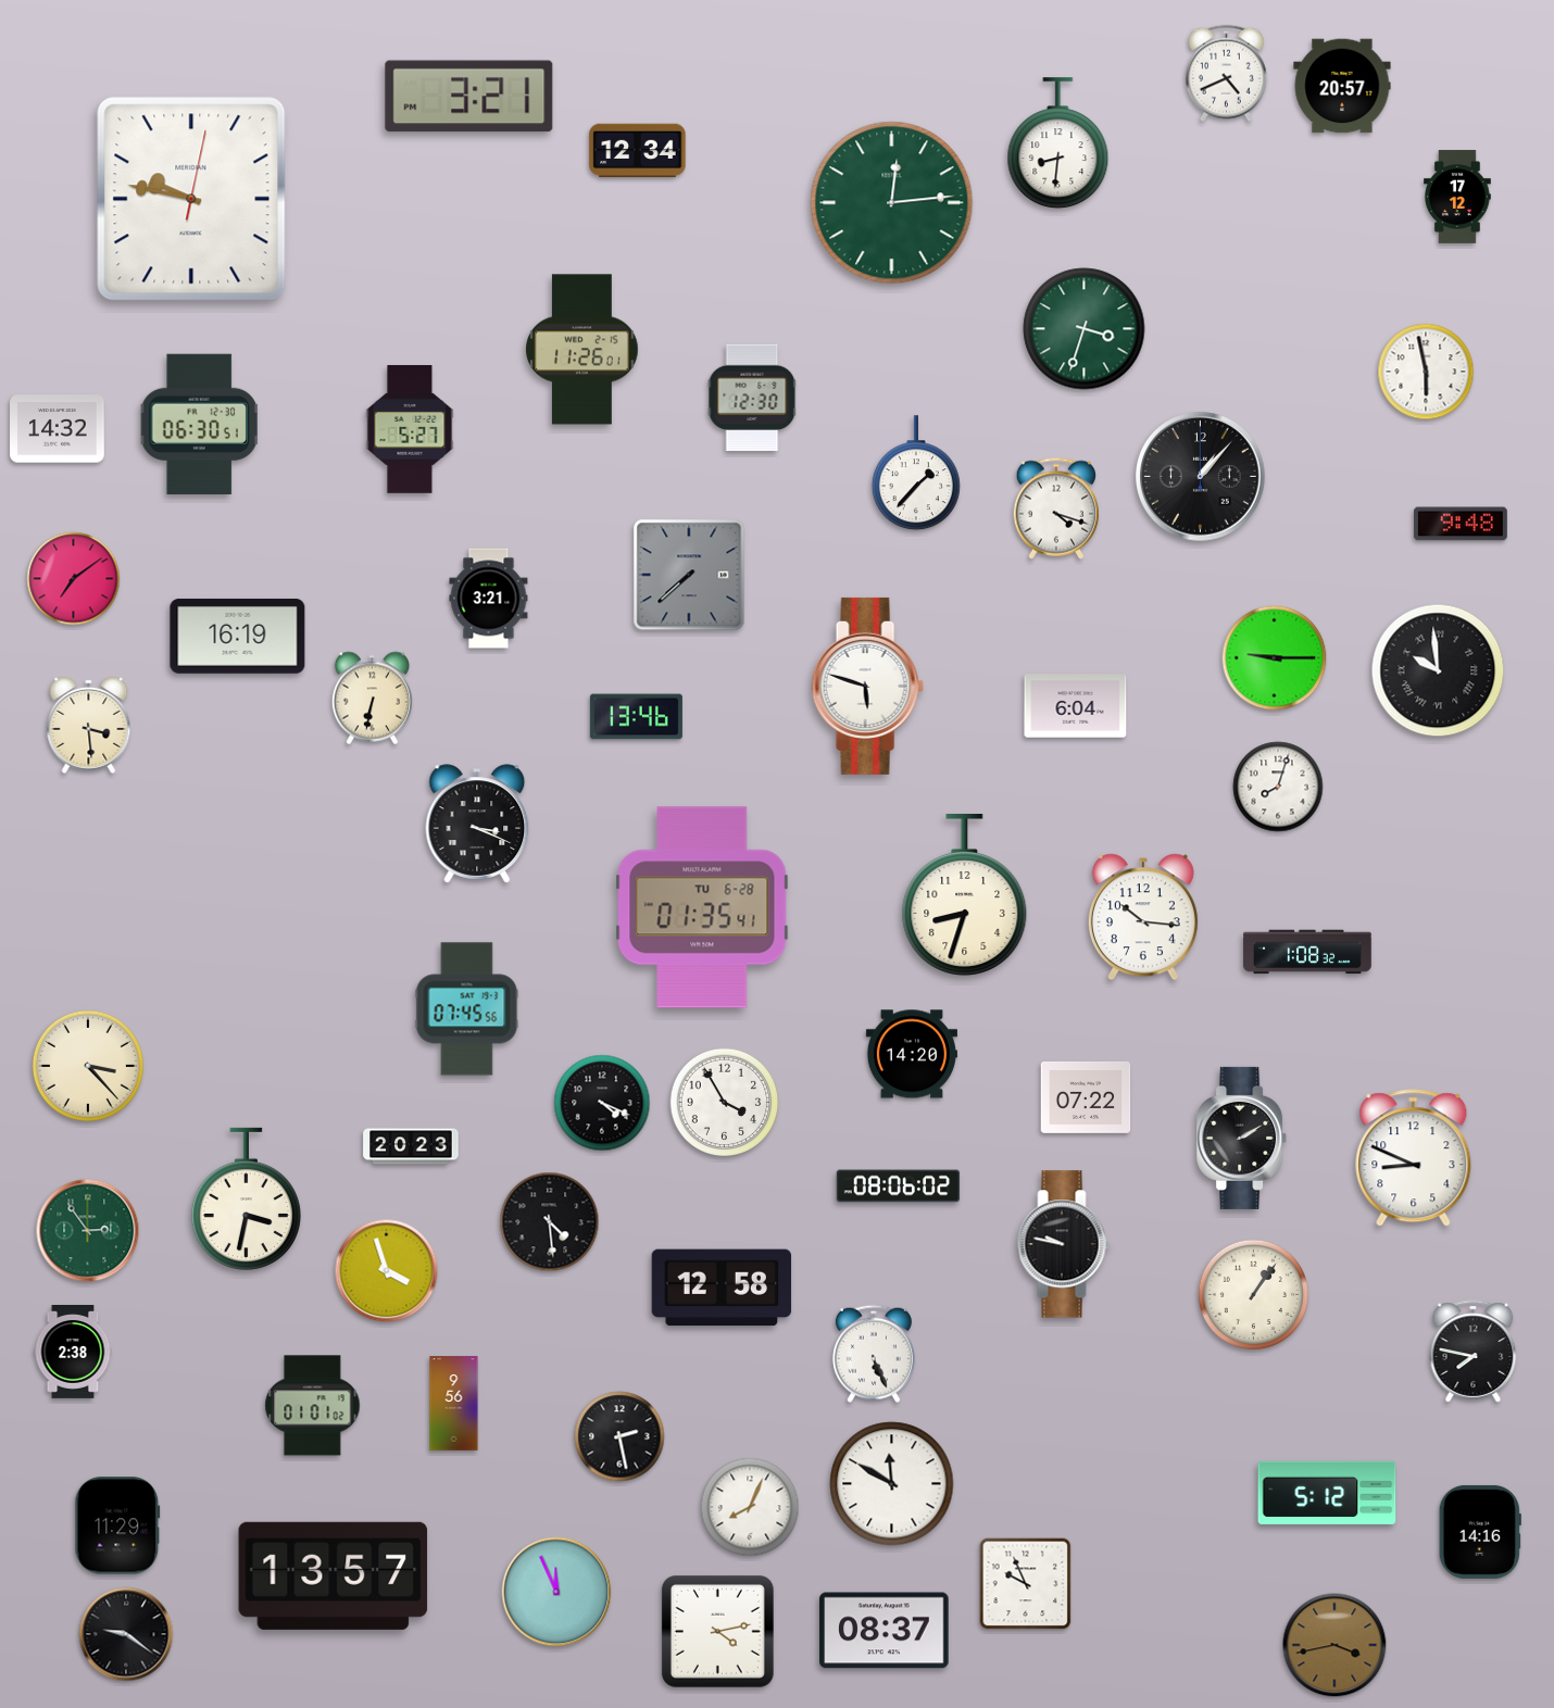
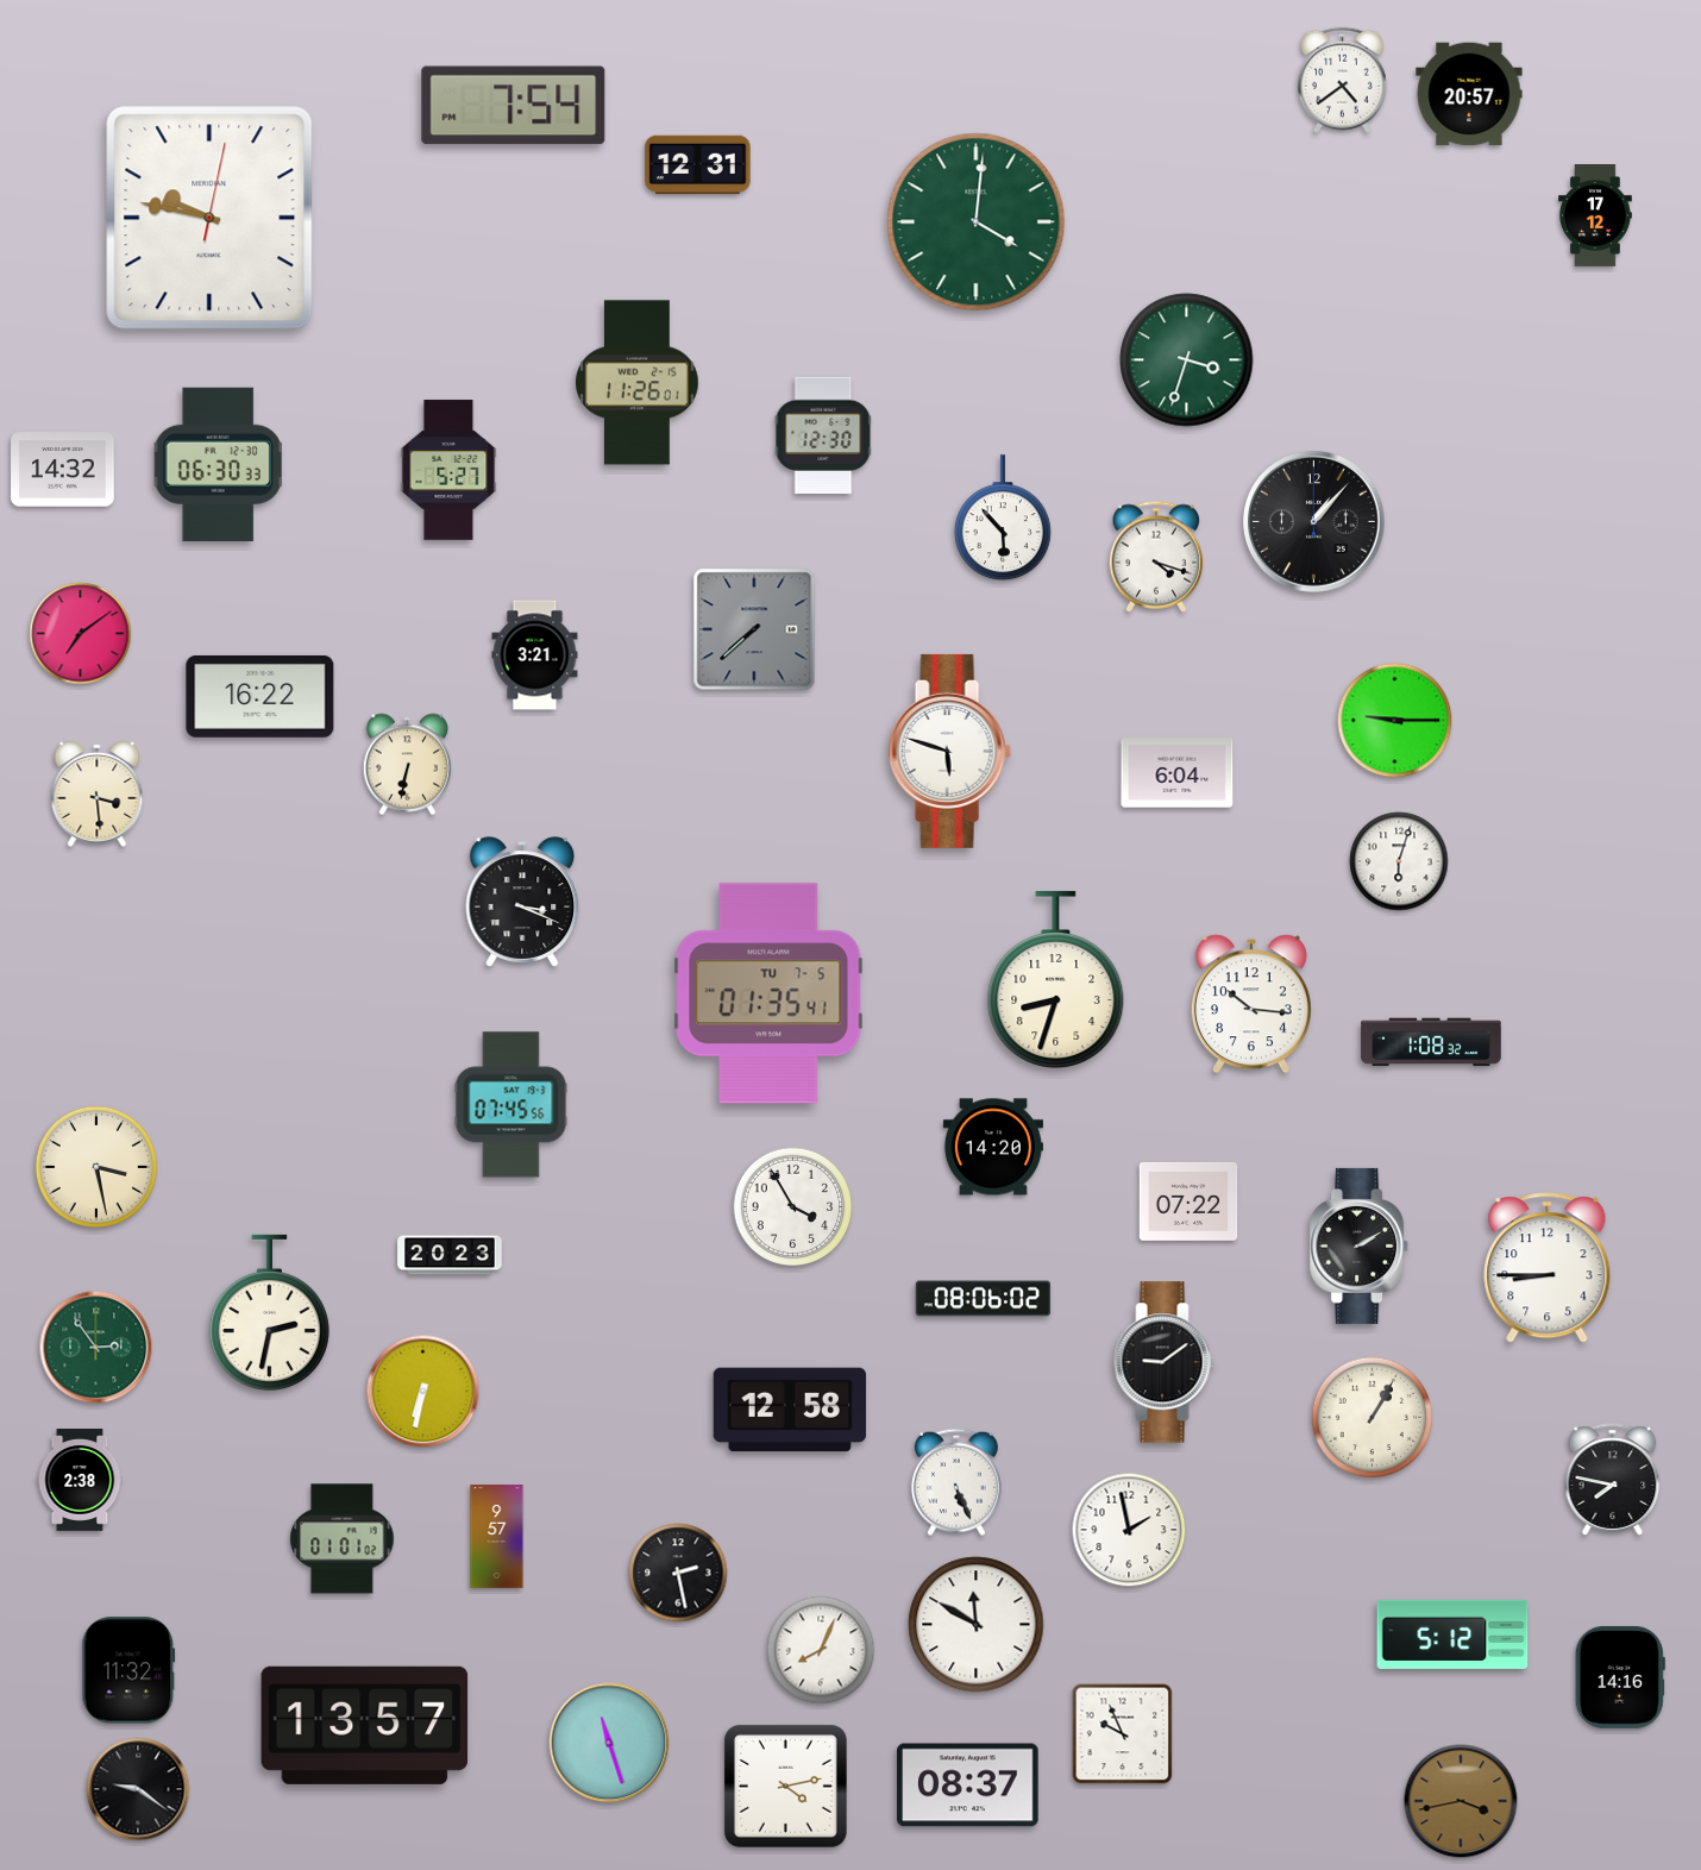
clock at (1226, 74): 4:41 -> 4:39
clock at (469, 97): 3:21 -> 7:54
clock at (1058, 143): 8:31 -> none
clock at (638, 151): 12:34 -> 12:31
clock at (892, 203): 12:14 -> 4:01
clock at (1426, 372): 5:58 -> none
clock at (199, 424): 06:30:51 -> 06:30:33
clock at (916, 474): 1:37 -> 5:53
clock at (1461, 524): 9:48 -> none
clock at (238, 636): 16:19 -> 16:22
clock at (1438, 670): 9:59 -> none
clock at (636, 717): 13:46 -> none
clock at (1278, 787): 8:03 -> 6:03
clock at (702, 907) date: TU 6-28 -> TU 7-5
clock at (912, 1054) position: (912, 1054) -> (993, 1147)
clock at (88, 1066): 3:23 -> 3:28
clock at (602, 1103): 4:19 -> none
clock at (1414, 1158): 8:49 -> 8:45
clock at (246, 1200): 3:32 -> 2:32
clock at (550, 1222): 4:29 -> none
clock at (1064, 1244): 9:47 -> 9:09
clock at (387, 1271): 3:57 -> 6:32
clock at (1253, 1294): 1:06 -> 1:05
clock at (1129, 1530): none -> 1:58
clock at (454, 1404): 9:56 -> 9:57
clock at (117, 1525): 11:29 -> 11:32
clock at (556, 1592): 11:56 -> 11:27
